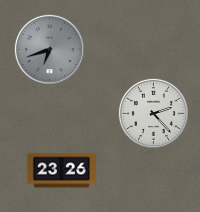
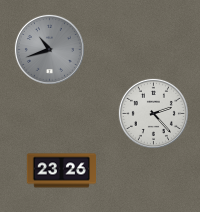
clock at (49, 49): 6:42 -> 10:42
